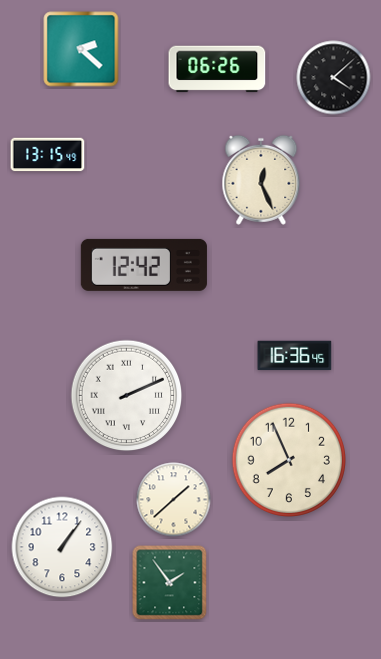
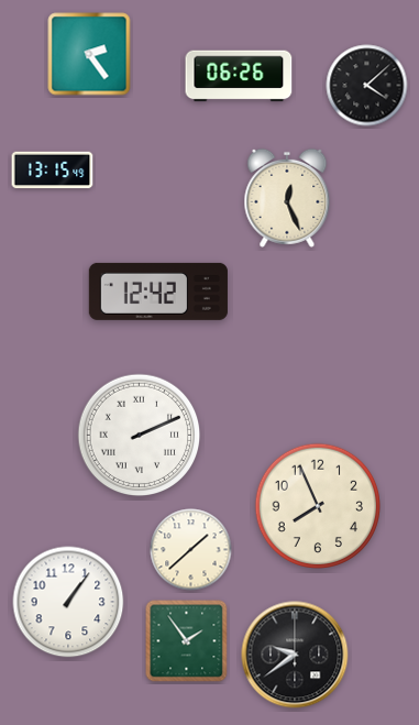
clock at (81, 49): 2:22 -> 2:24
clock at (295, 356): 16:36 -> none
clock at (295, 655): none -> 9:39
